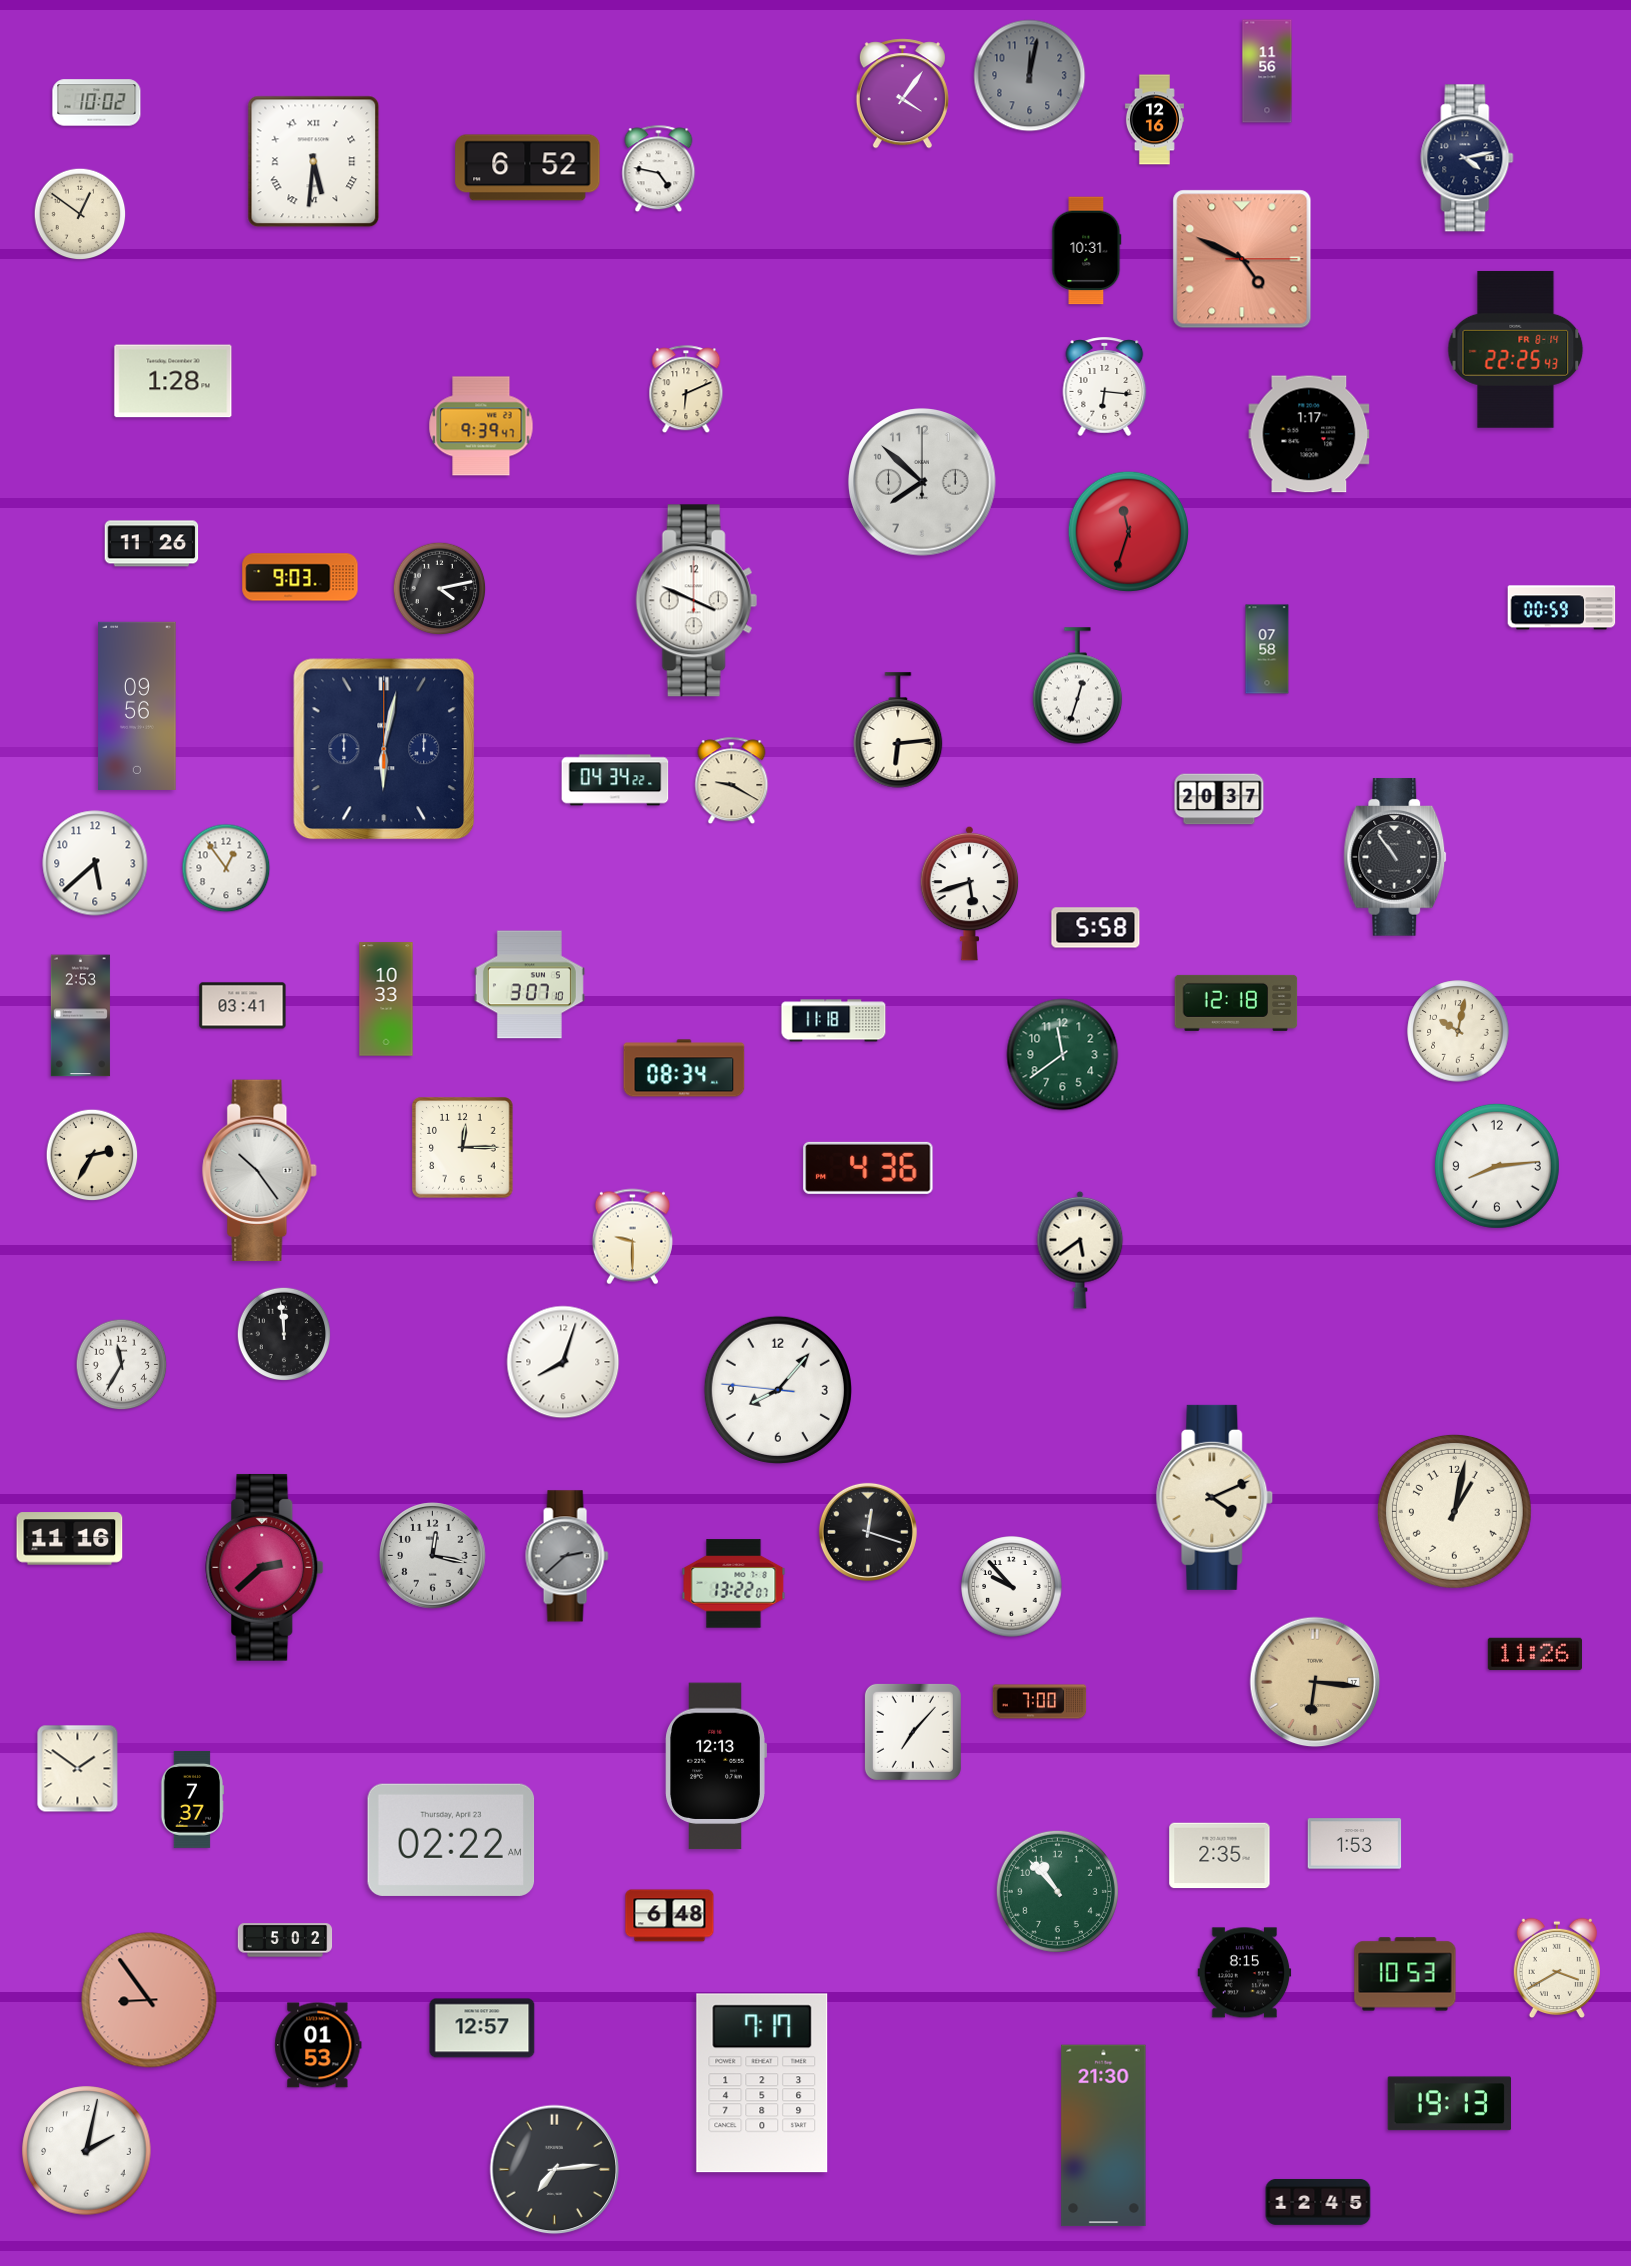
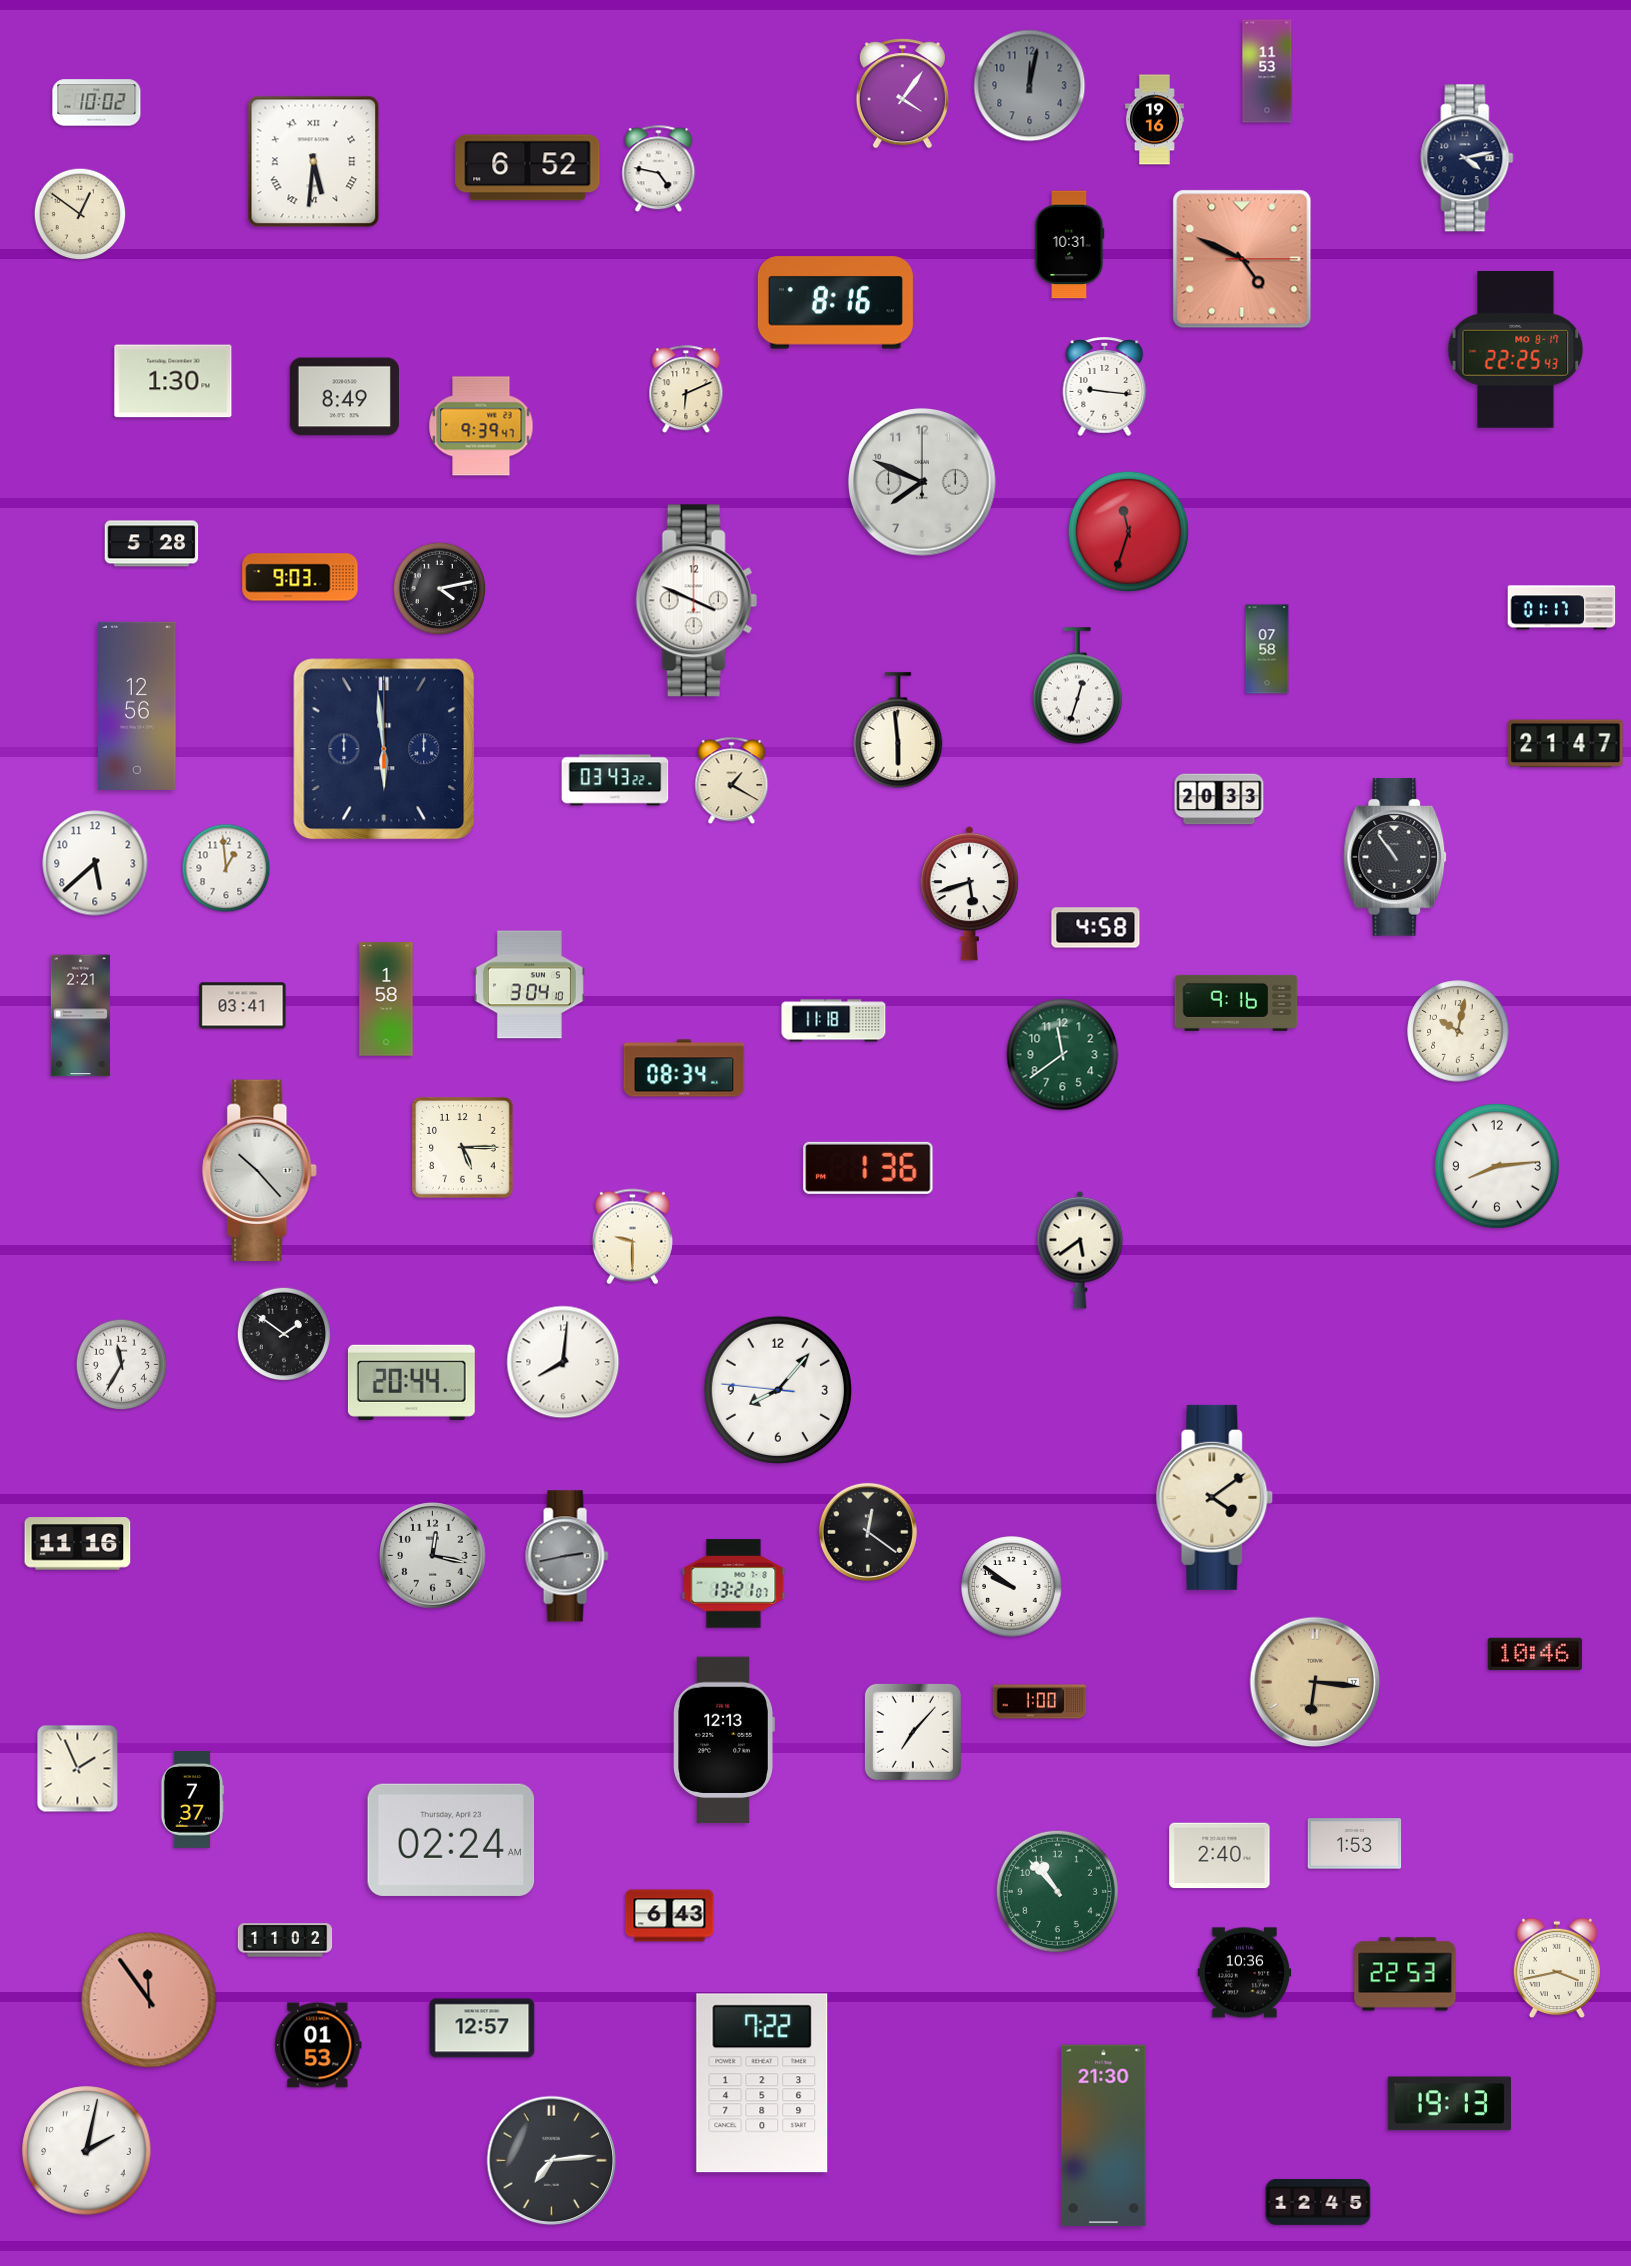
clock at (1267, 71): 11:56 -> 11:53
clock at (1030, 76) position: (1030, 76) -> (1030, 86)
clock at (1154, 120): 12:16 -> 19:16
clock at (1087, 251) position: (1087, 251) -> (1070, 245)
clock at (835, 303): none -> 8:16
clock at (1516, 349) date: FR 8-14 -> MO 8-17
clock at (173, 381): 1:28 -> 1:30
clock at (1105, 386): 6:16 -> 9:16
clock at (344, 397): none -> 8:49
clock at (1309, 434): 1:17 -> none
clock at (922, 482): 7:52 -> 7:49
clock at (152, 544): 11:26 -> 5:28
clock at (1562, 608): 00:59 -> 01:17
clock at (137, 706): 09:56 -> 12:56
clock at (898, 730): 6:14 -> 5:59
clock at (1566, 744): none -> 21:47
clock at (384, 749): 6:02 -> 5:59
clock at (615, 780): 04:34 -> 03:43
clock at (732, 781): 9:20 -> 1:20
clock at (1219, 799): 20:37 -> 20:33
clock at (226, 868): 12:54 -> 12:59
clock at (1096, 928): 5:58 -> 4:58
clock at (529, 985): 3:07 -> 3:04
clock at (386, 999): 10:33 -> 1:58
clock at (1236, 1003): 12:18 -> 9:16
clock at (80, 1016): 2:53 -> 2:21
clock at (463, 1148): 12:15 -> 5:15
clock at (92, 1155): 2:35 -> none
clock at (868, 1168): 4:36 -> 1:36
clock at (260, 1171): 10:24 -> 10:23
clock at (283, 1333): 11:59 -> 1:51
clock at (563, 1362): 8:03 -> 8:01
clock at (411, 1382): none -> 20:44
clock at (1215, 1497): 4:11 -> 4:09
clock at (1454, 1511): 1:02 -> none
clock at (868, 1532): 12:18 -> 12:21
clock at (70, 1539) position: (70, 1539) -> (78, 1544)
clock at (567, 1556): 2:38 -> 2:43
clock at (265, 1567): 2:38 -> none
clock at (734, 1584): 13:22 -> 13:21
clock at (1012, 1587): 9:53 -> 9:51
clock at (1534, 1654): 11:26 -> 10:46
clock at (1040, 1702): 7:00 -> 1:00
clock at (716, 1766) position: (716, 1766) -> (724, 1740)
clock at (78, 1769): 1:51 -> 1:56
clock at (451, 1840): 02:22 -> 02:24
clock at (1220, 1856): 2:35 -> 2:40
clock at (670, 1916): 6:48 -> 6:43
clock at (285, 1940): 5:02 -> 11:02
clock at (1557, 1968): 3:40 -> 3:43
clock at (1245, 1973): 8:15 -> 10:36
clock at (1405, 1974): 10:53 -> 22:53
clock at (149, 2000): 8:54 -> 11:54
clock at (762, 2083): 7:17 -> 7:22
clock at (555, 2170) position: (555, 2170) -> (552, 2161)
